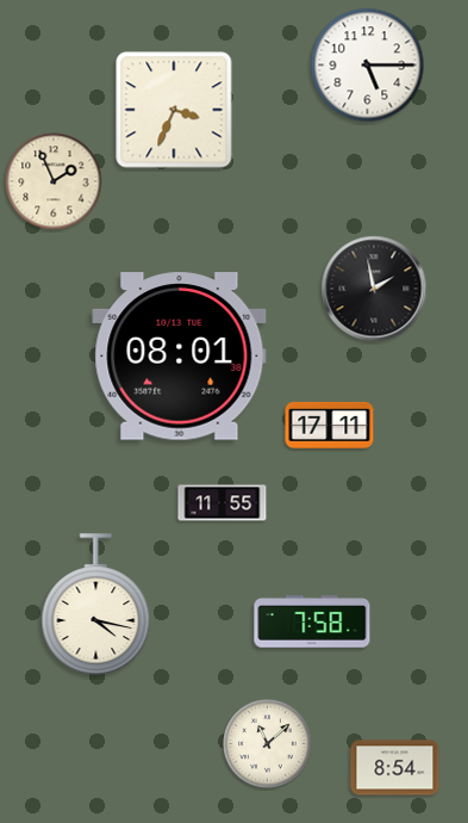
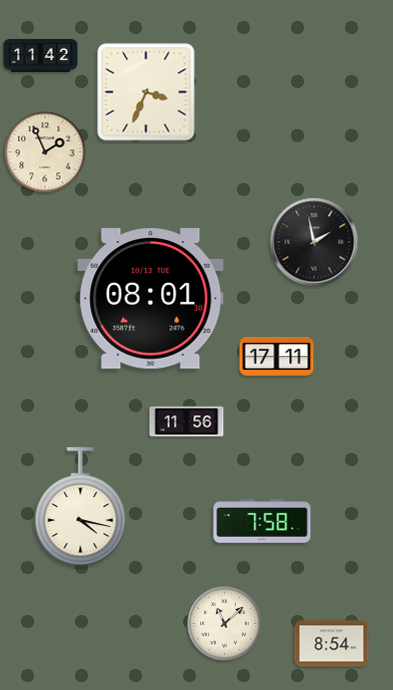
clock at (41, 55): none -> 11:42
clock at (368, 66): 5:15 -> none
clock at (223, 503): 11:55 -> 11:56
